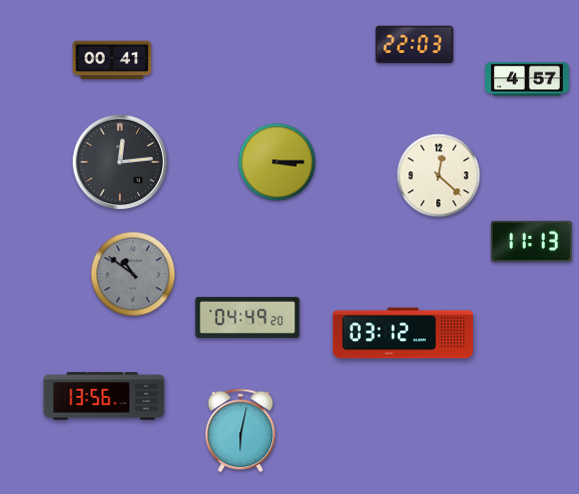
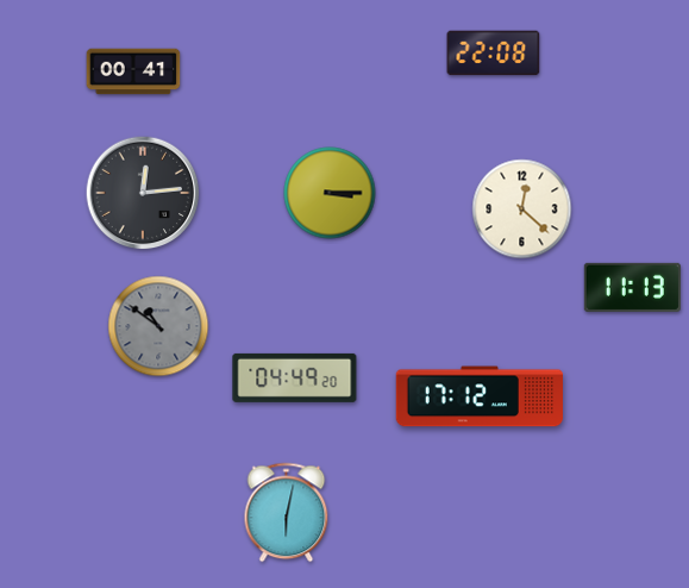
clock at (415, 45): 22:03 -> 22:08
clock at (527, 79): 4:57 -> none
clock at (403, 333): 03:12 -> 17:12
clock at (104, 396): 13:56 -> none
